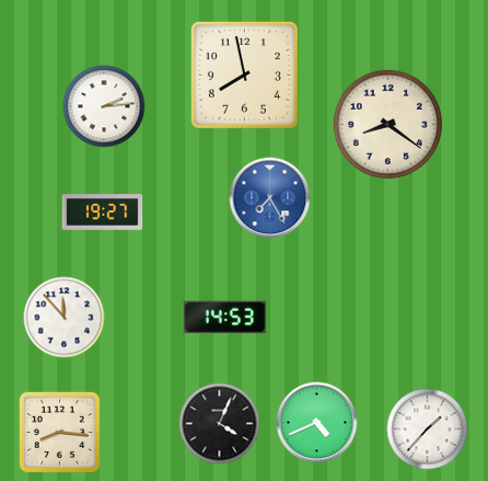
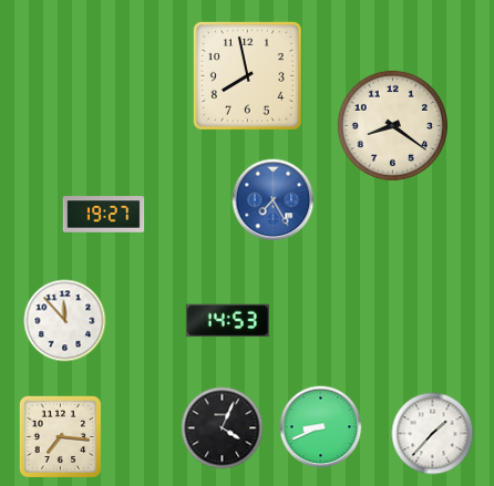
clock at (104, 106): 2:14 -> none
clock at (317, 423): 4:41 -> 8:41
clock at (59, 432): 8:16 -> 7:16
